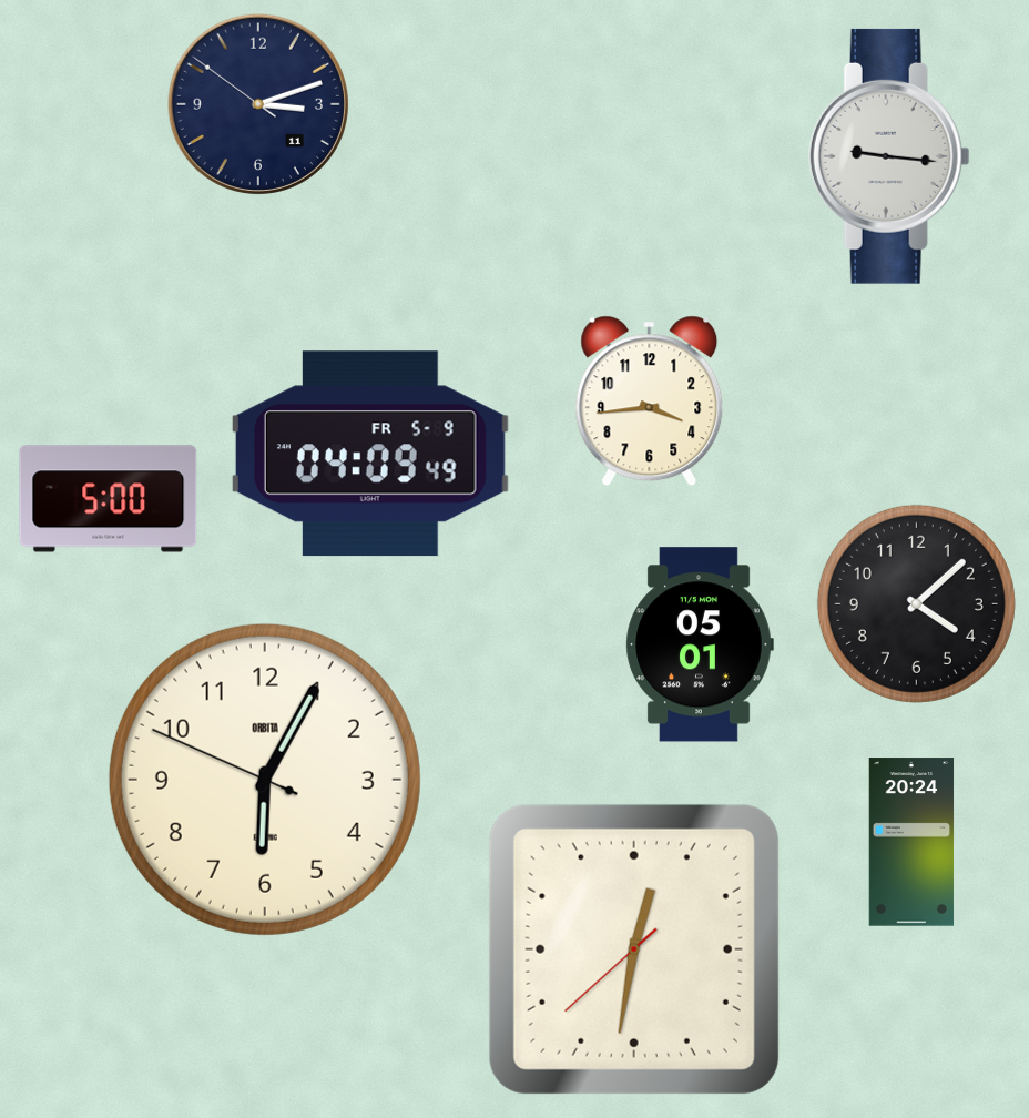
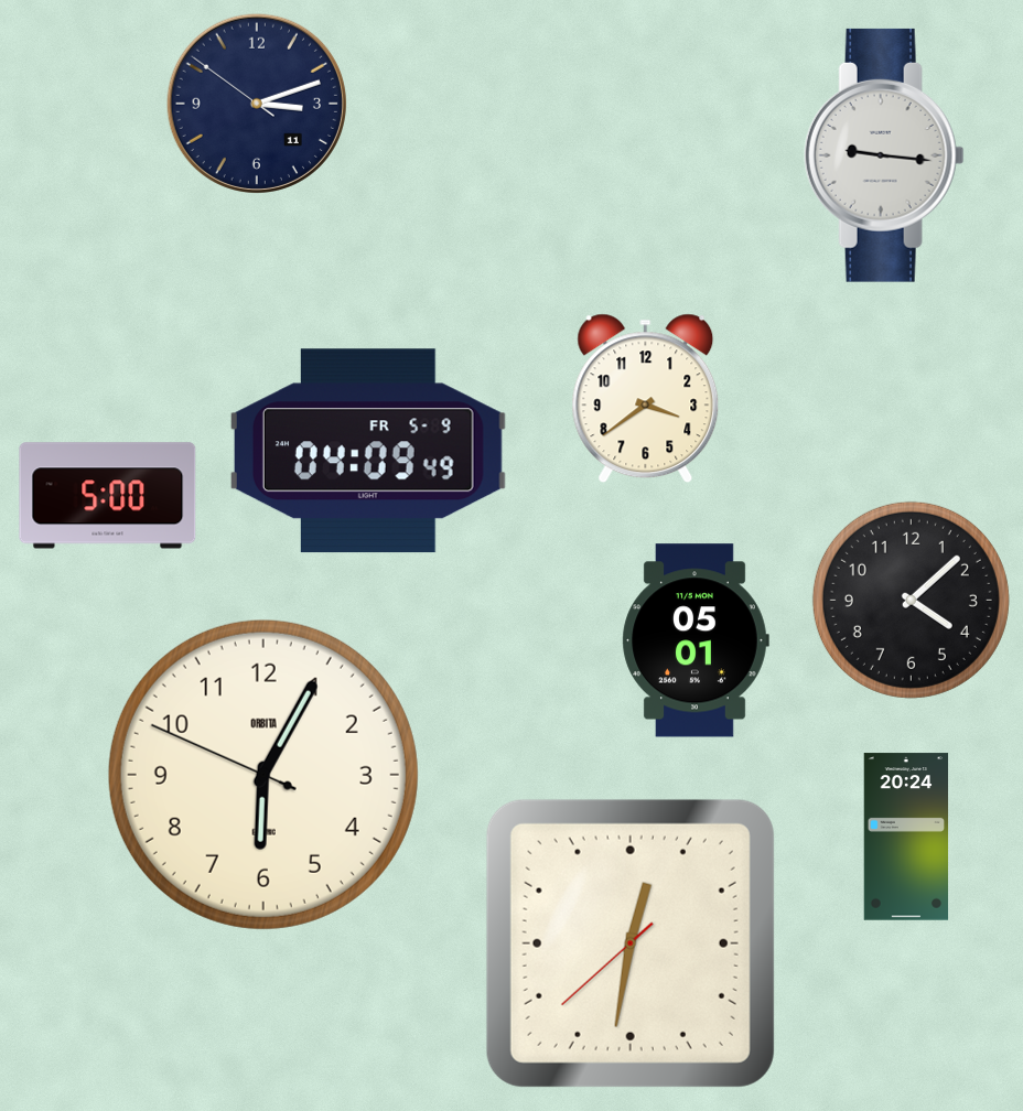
clock at (650, 402): 3:44 -> 3:39
